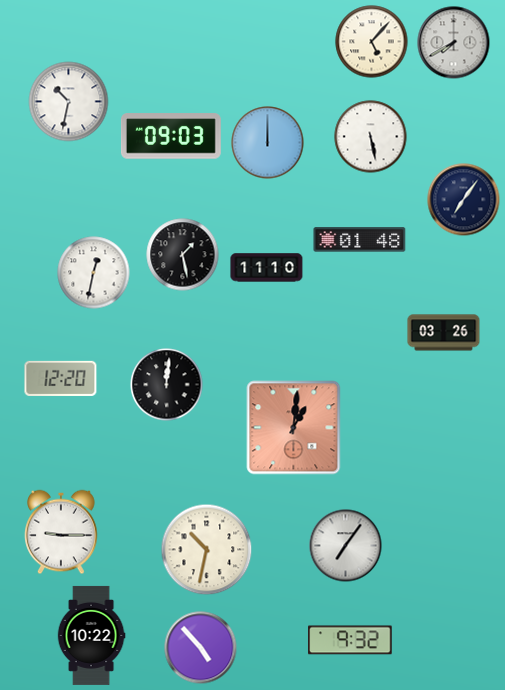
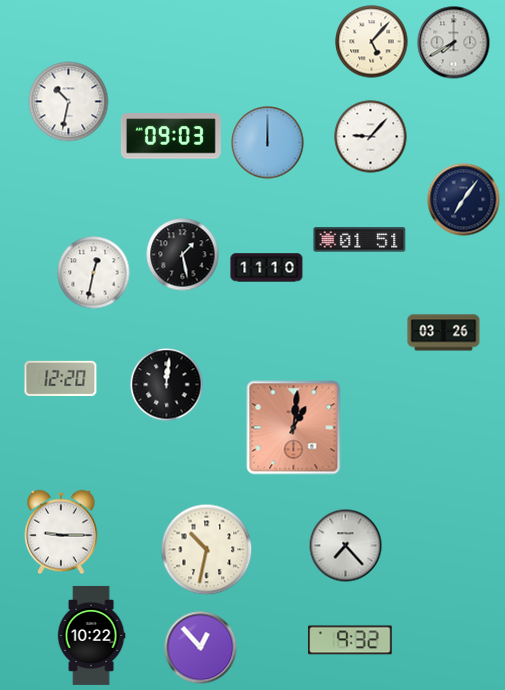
clock at (371, 137): 5:28 -> 9:07
clock at (360, 240): 01:48 -> 01:51
clock at (346, 546): 7:06 -> 7:23
clock at (201, 648): 4:53 -> 12:53
